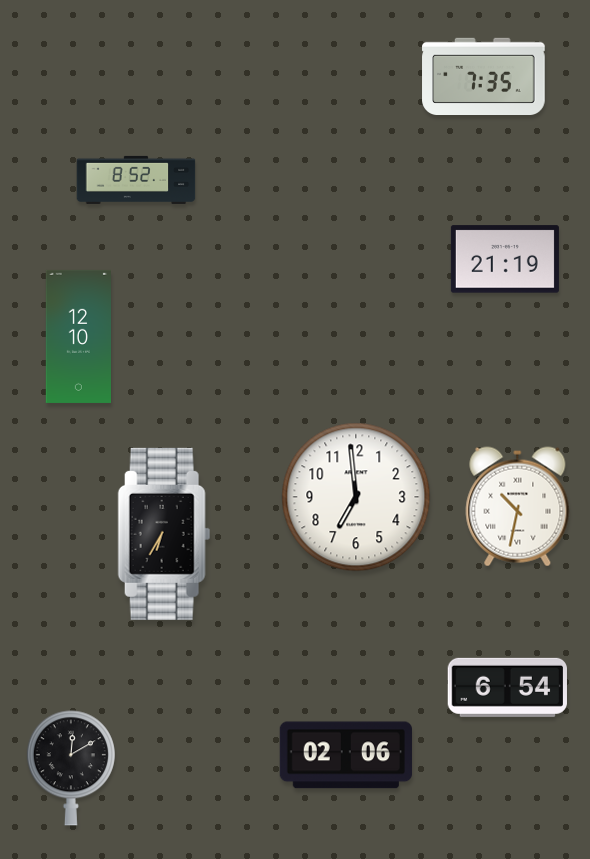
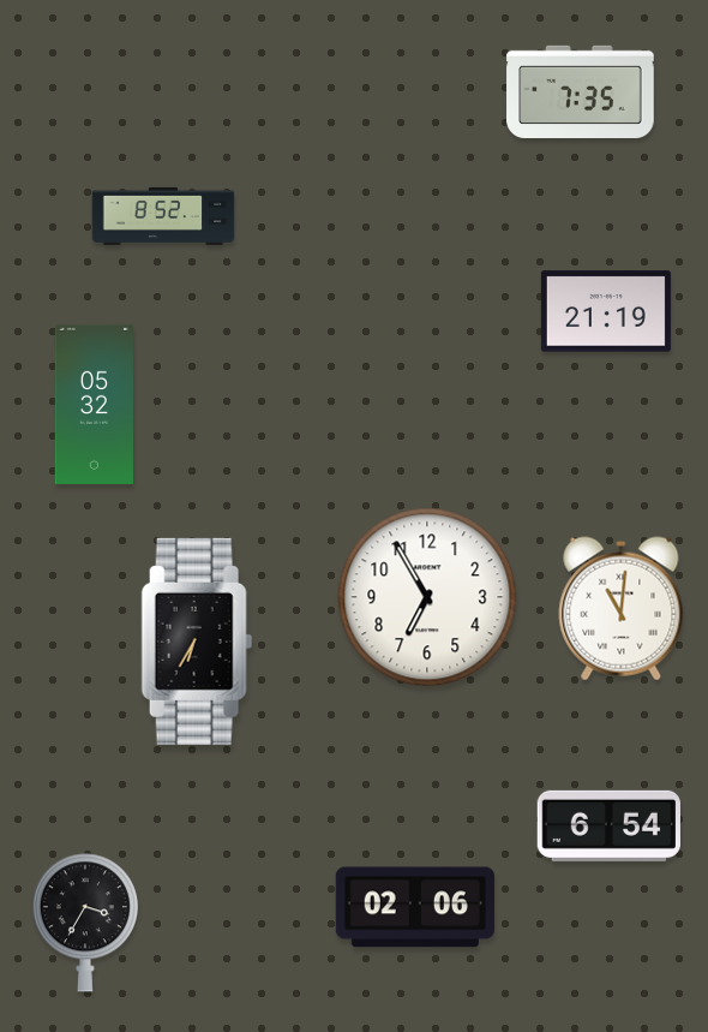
clock at (79, 336): 12:10 -> 05:32
clock at (356, 497): 6:59 -> 6:55
clock at (518, 507): 10:32 -> 11:01
clock at (71, 768): 12:10 -> 3:35
